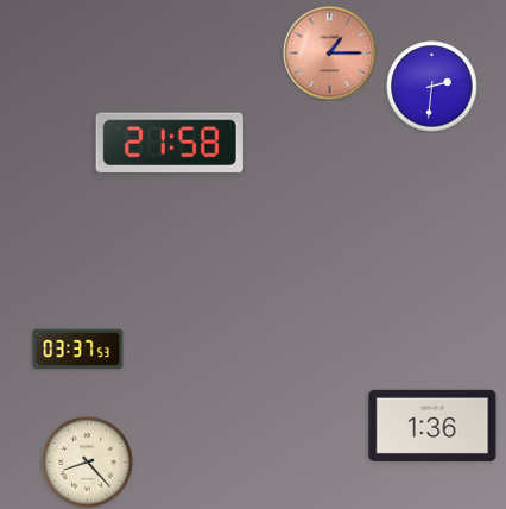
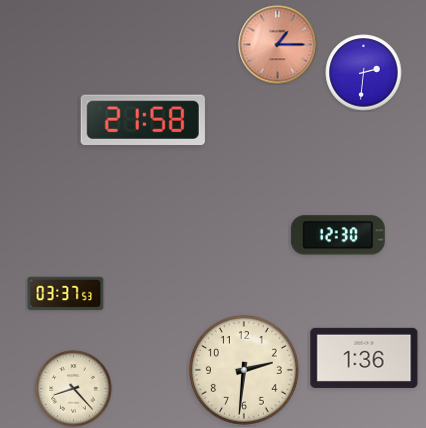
clock at (338, 235): none -> 12:30
clock at (244, 370): none -> 2:31
